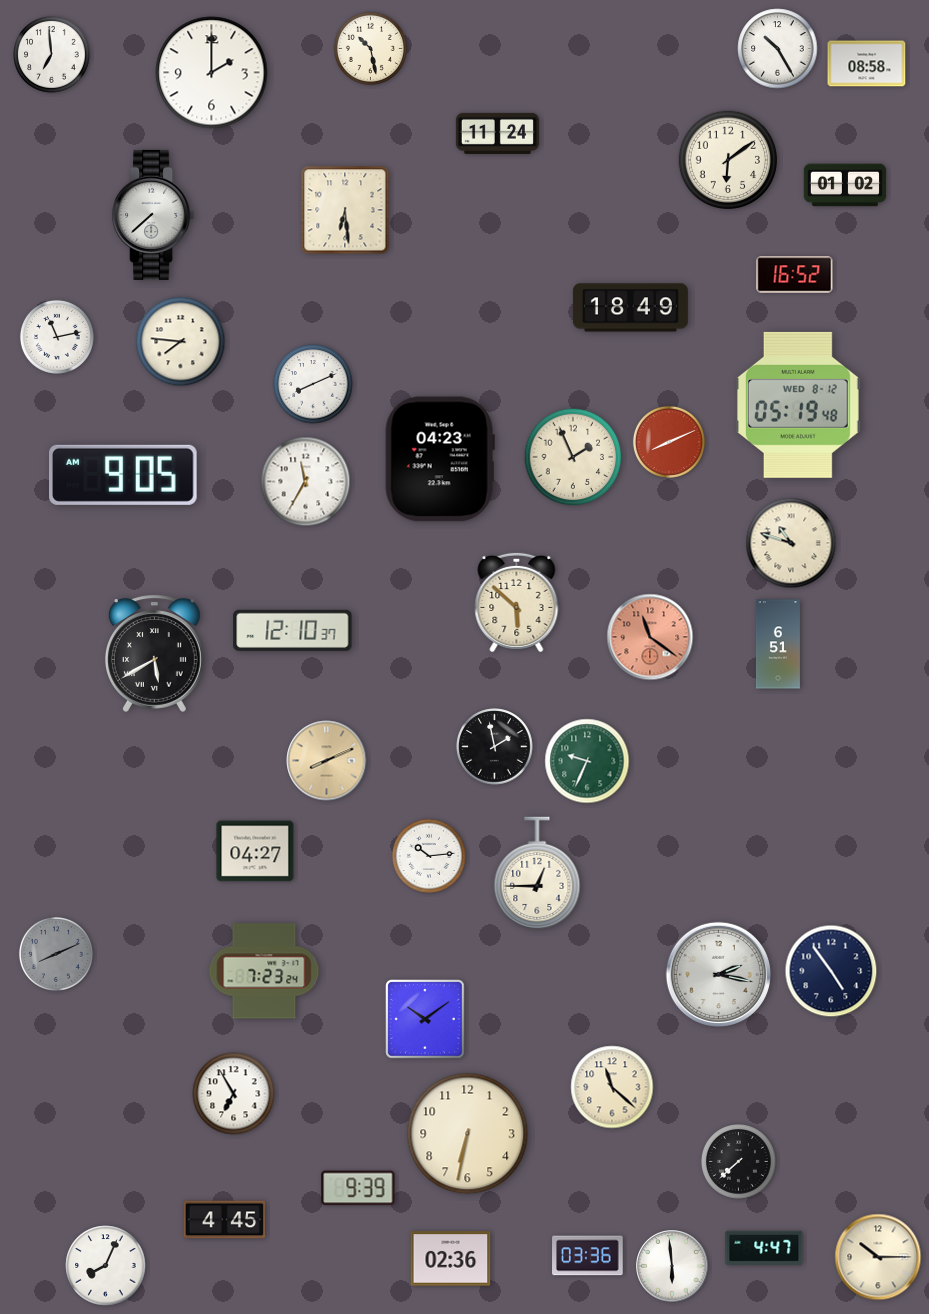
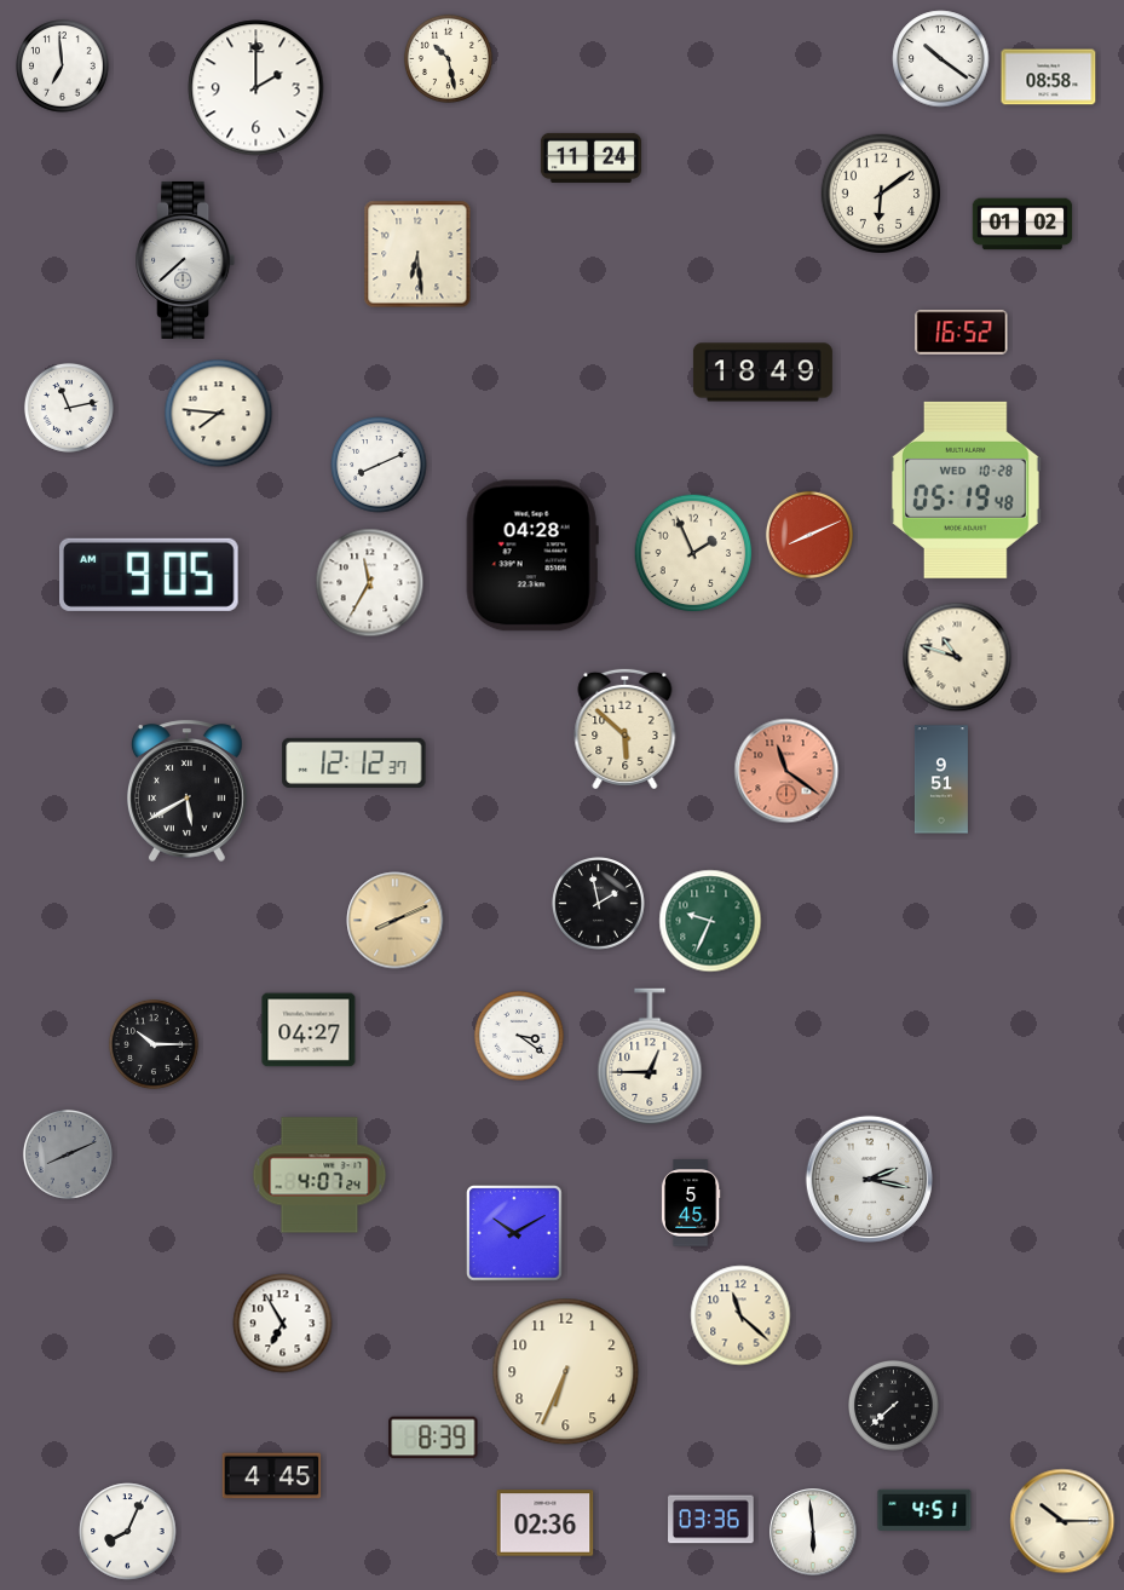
clock at (778, 49): 10:25 -> 10:21
clock at (497, 133) position: (497, 133) -> (590, 157)
clock at (799, 405) date: WED 8-12 -> WED 10-28
clock at (440, 459): 04:23 -> 04:28
clock at (293, 630): 12:10 -> 12:12
clock at (778, 644): 6:51 -> 9:51
clock at (429, 856): 10:14 -> 3:21
clock at (154, 1044): none -> 10:15
clock at (264, 971): 7:23 -> 4:07
clock at (831, 971): 4:54 -> none
clock at (691, 1203): none -> 5:45
clock at (426, 1020): 10:09 -> 10:10
clock at (468, 1134): 6:32 -> 6:34
clock at (358, 1188): 9:39 -> 8:39
clock at (764, 1248): 4:47 -> 4:51
